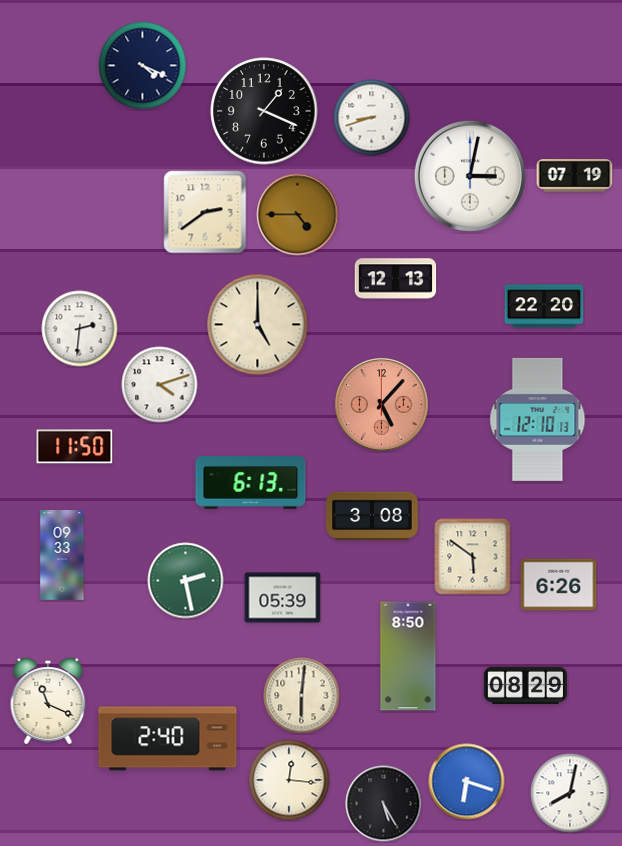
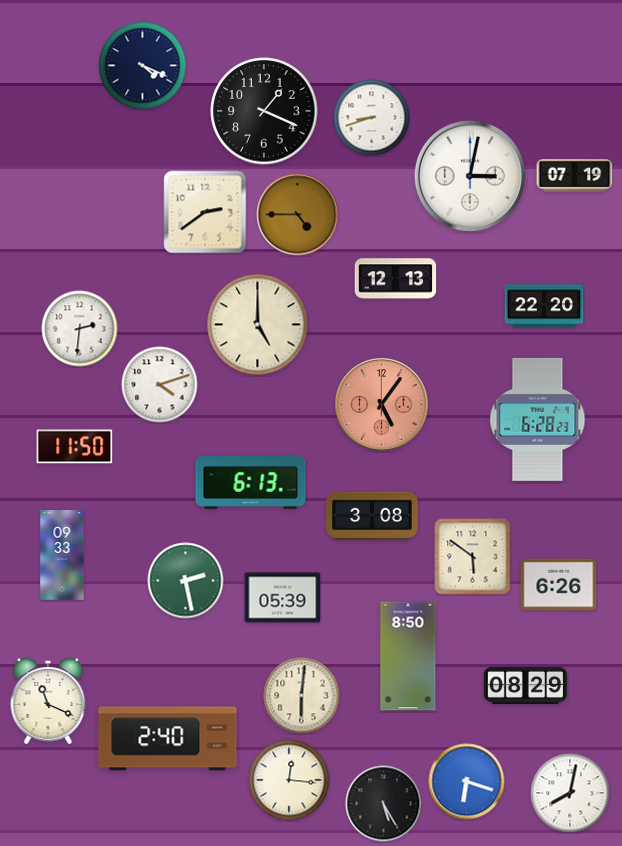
clock at (382, 405): 5:07 -> 5:06
clock at (538, 419): 12:10 -> 6:28
